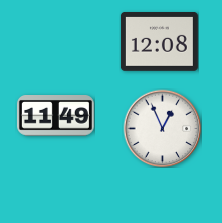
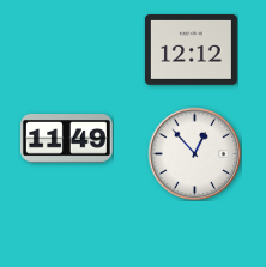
clock at (159, 42): 12:08 -> 12:12
clock at (162, 128): 12:56 -> 12:53
